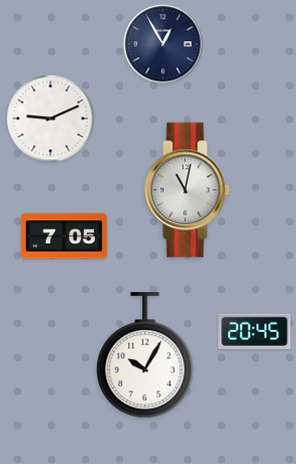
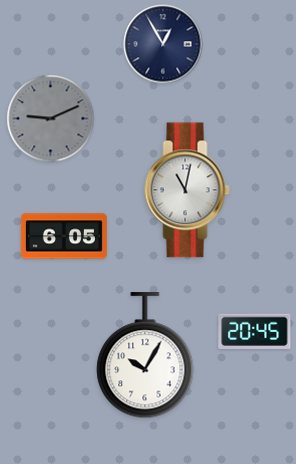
clock at (51, 119) dial: white -> grey
clock at (64, 236): 7:05 -> 6:05
